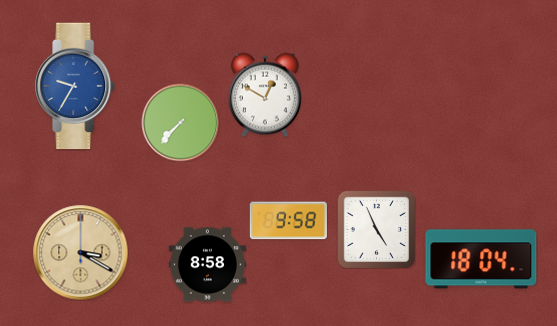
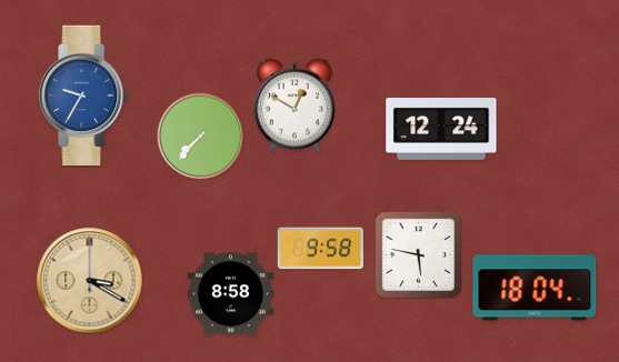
clock at (441, 129): none -> 12:24
clock at (288, 221) position: (288, 221) -> (320, 249)
clock at (376, 229): 4:56 -> 5:47
